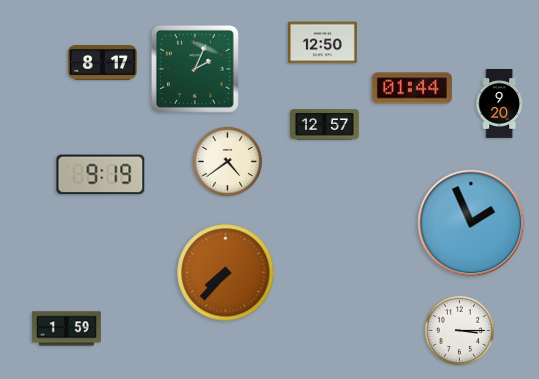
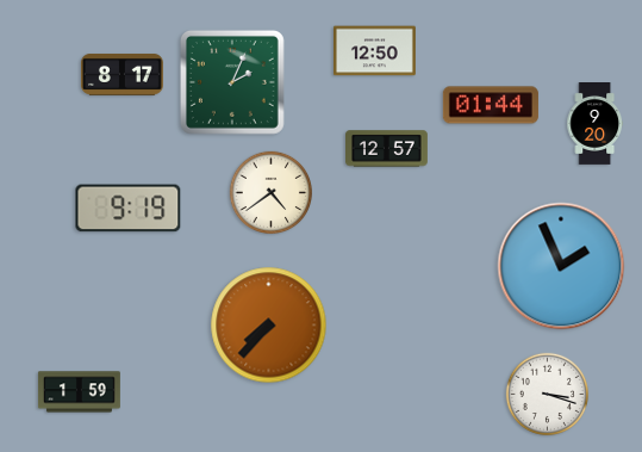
clock at (322, 43) position: (322, 43) -> (374, 51)
clock at (101, 175) position: (101, 175) -> (129, 209)
clock at (459, 330): 3:15 -> 3:18
